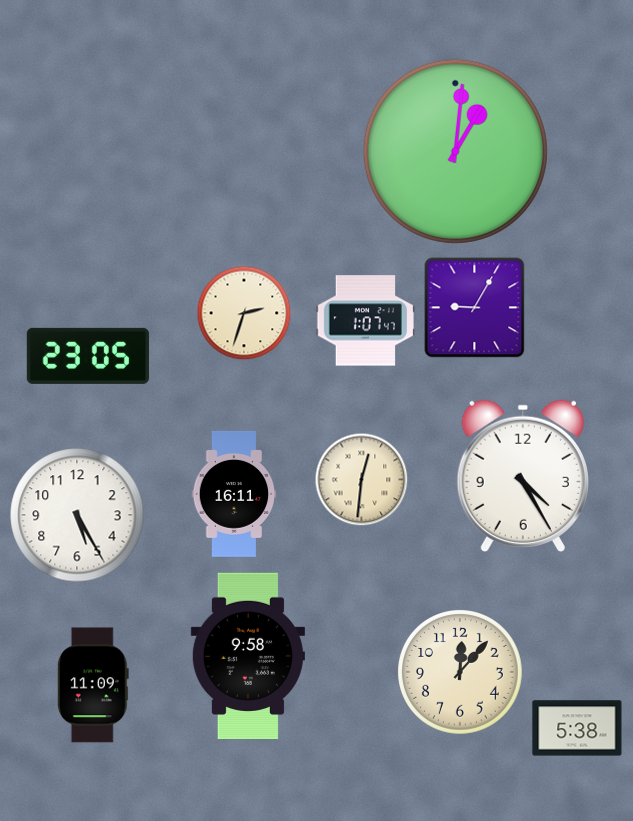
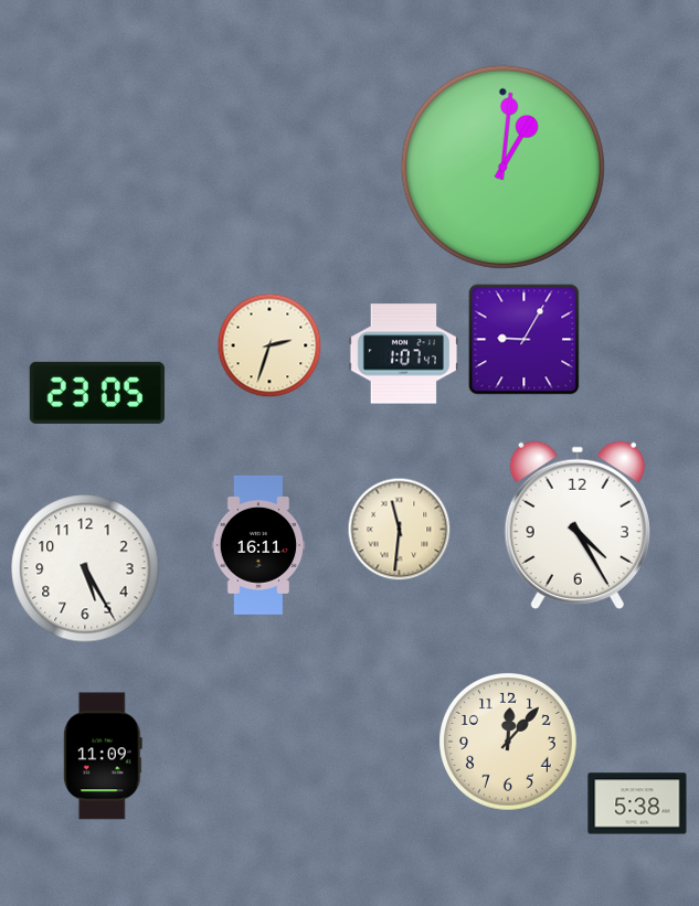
clock at (362, 480): 12:31 -> 11:31
clock at (248, 655): 9:58 -> none
